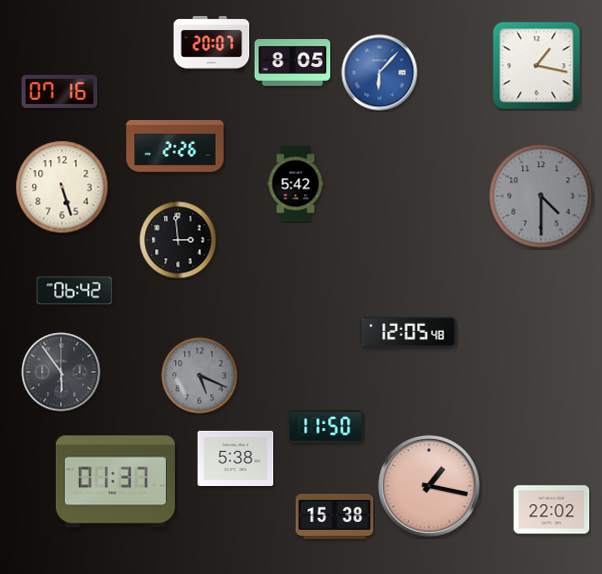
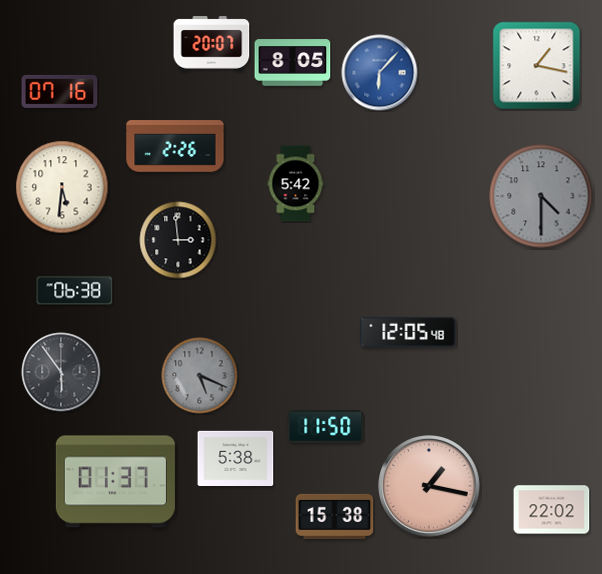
clock at (62, 187): 5:27 -> 5:31
clock at (75, 291): 06:42 -> 06:38
